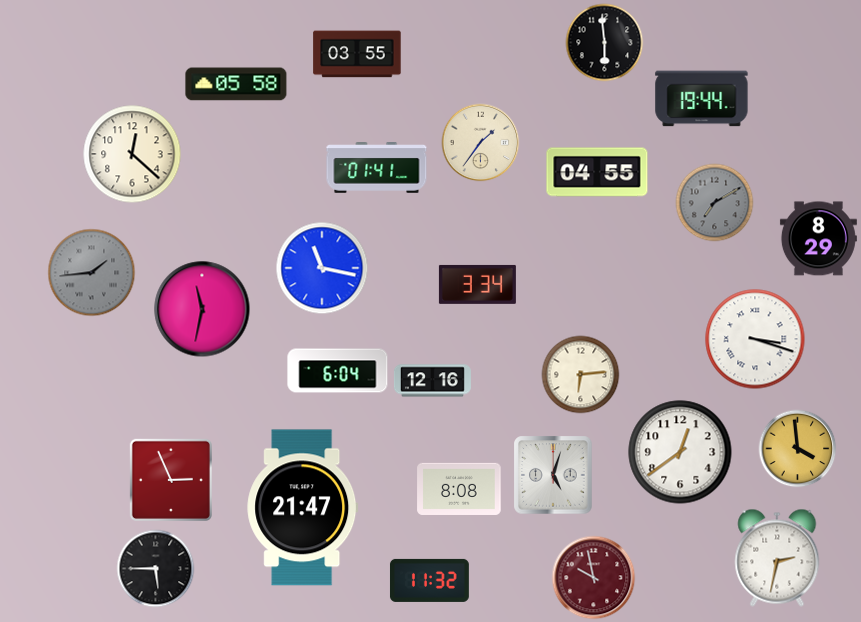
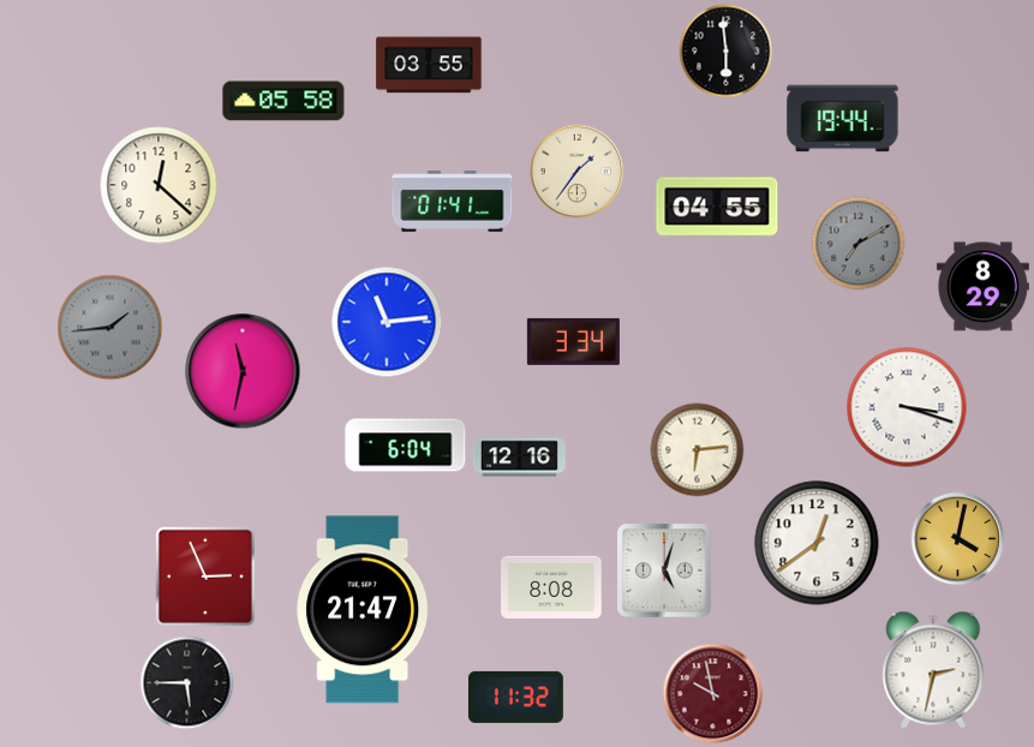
clock at (322, 268): 11:17 -> 11:14
clock at (797, 448): 3:59 -> 4:02
